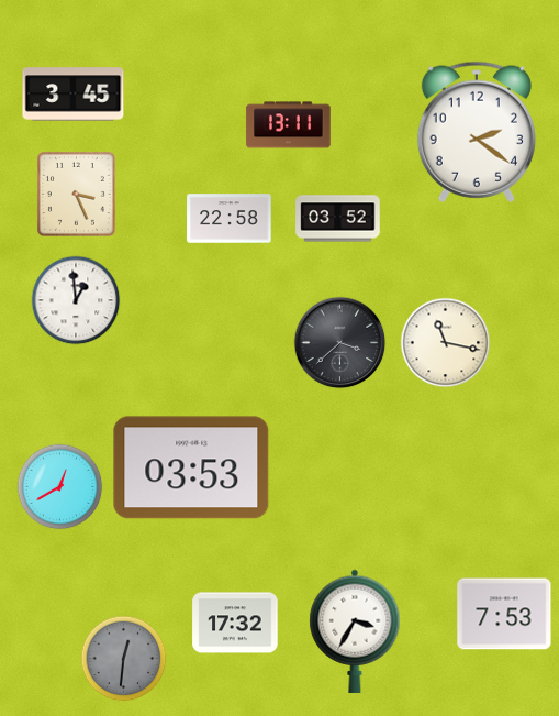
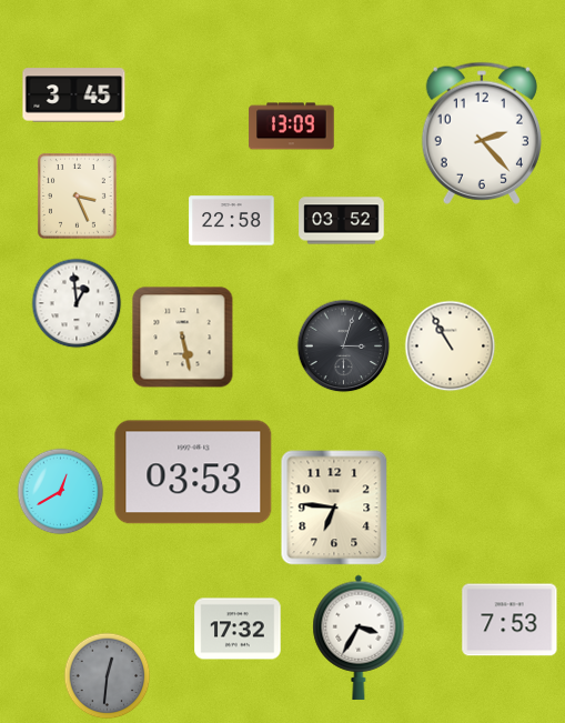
clock at (289, 125): 13:11 -> 13:09
clock at (477, 132): 2:21 -> 2:23
clock at (183, 338): none -> 5:28
clock at (339, 342): 3:38 -> 3:03
clock at (445, 342): 11:17 -> 10:55
clock at (334, 508): none -> 6:46
clock at (123, 658) position: (123, 658) -> (107, 675)
